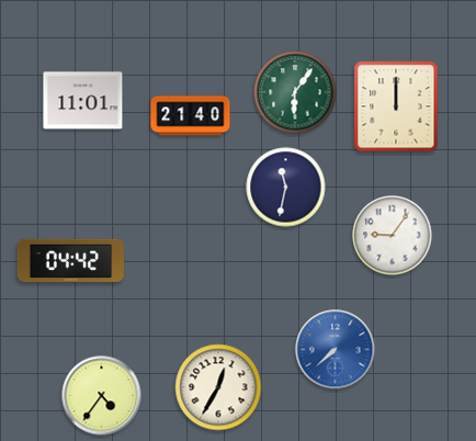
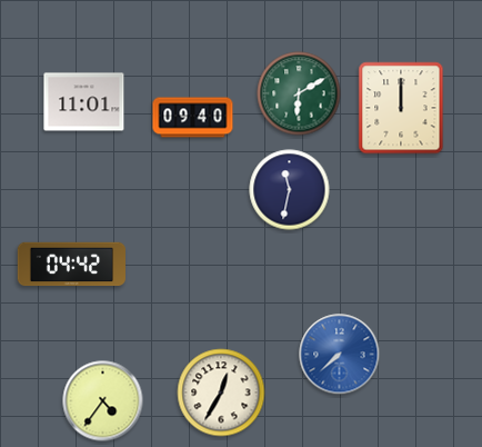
clock at (295, 92): 6:06 -> 6:10
clock at (191, 116): 21:40 -> 09:40
clock at (393, 236): 9:06 -> none
